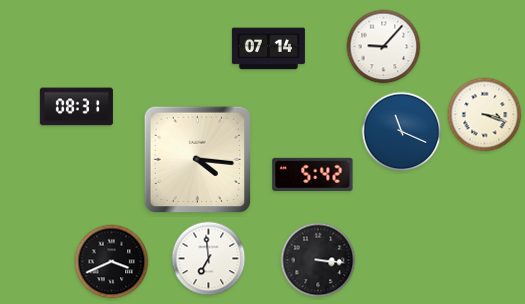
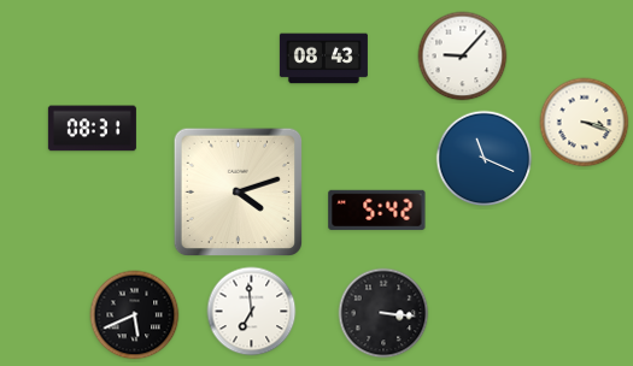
clock at (268, 49): 07:14 -> 08:43
clock at (485, 115) position: (485, 115) -> (585, 123)
clock at (197, 159): 4:16 -> 4:12
clock at (112, 262): 3:41 -> 5:41
